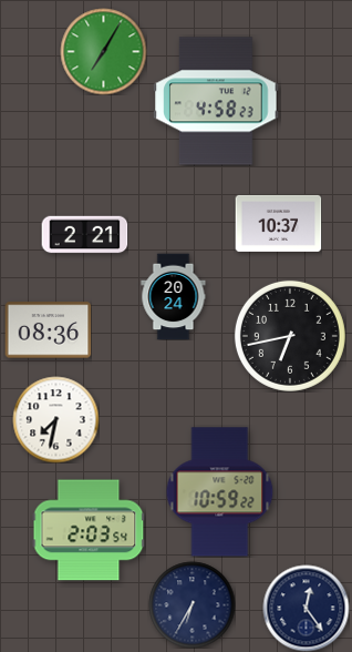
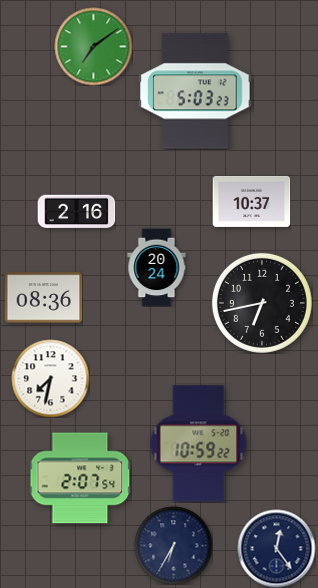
clock at (103, 51): 7:05 -> 7:09
clock at (216, 101): 4:58 -> 5:03
clock at (84, 235): 2:21 -> 2:16
clock at (89, 530): 2:03 -> 2:07
